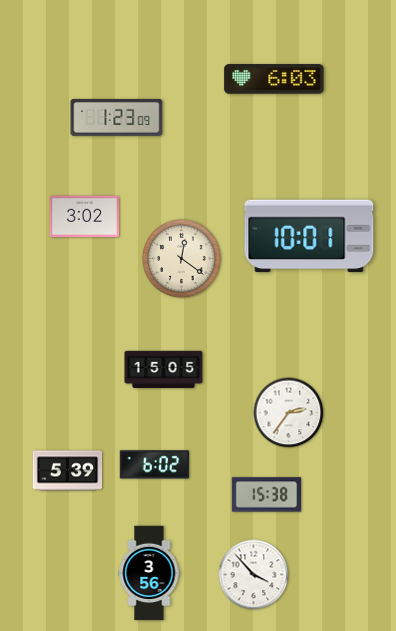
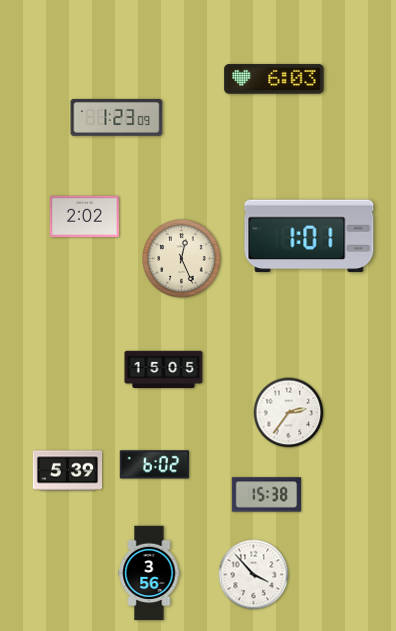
clock at (85, 217): 3:02 -> 2:02
clock at (309, 236): 10:01 -> 1:01
clock at (182, 259): 12:21 -> 12:26
